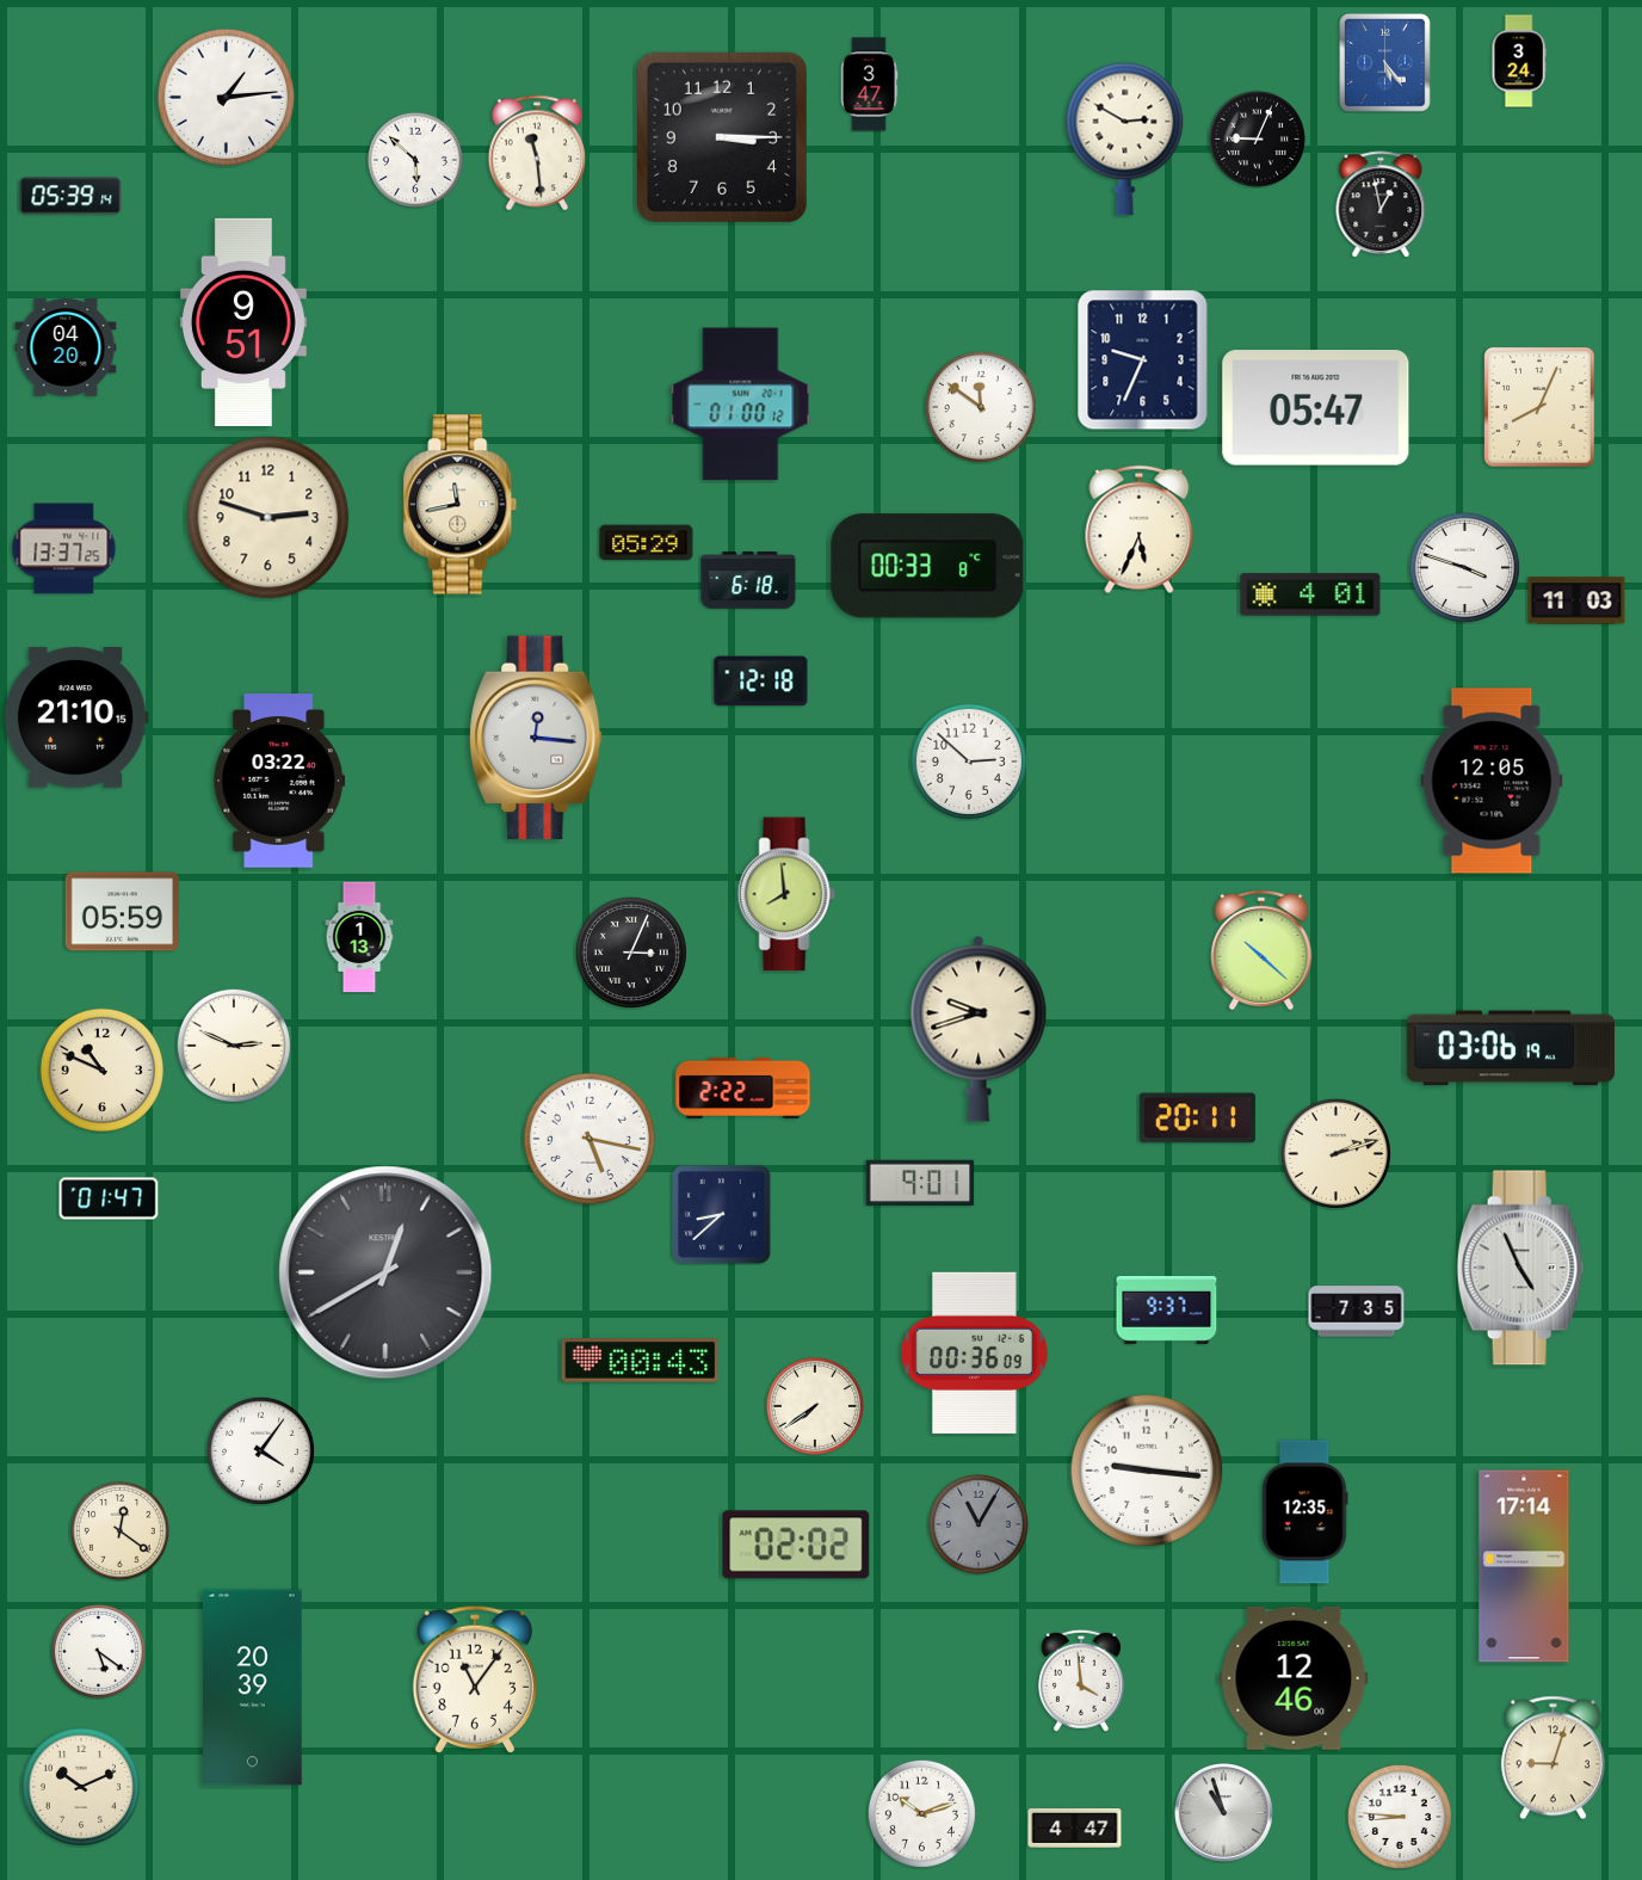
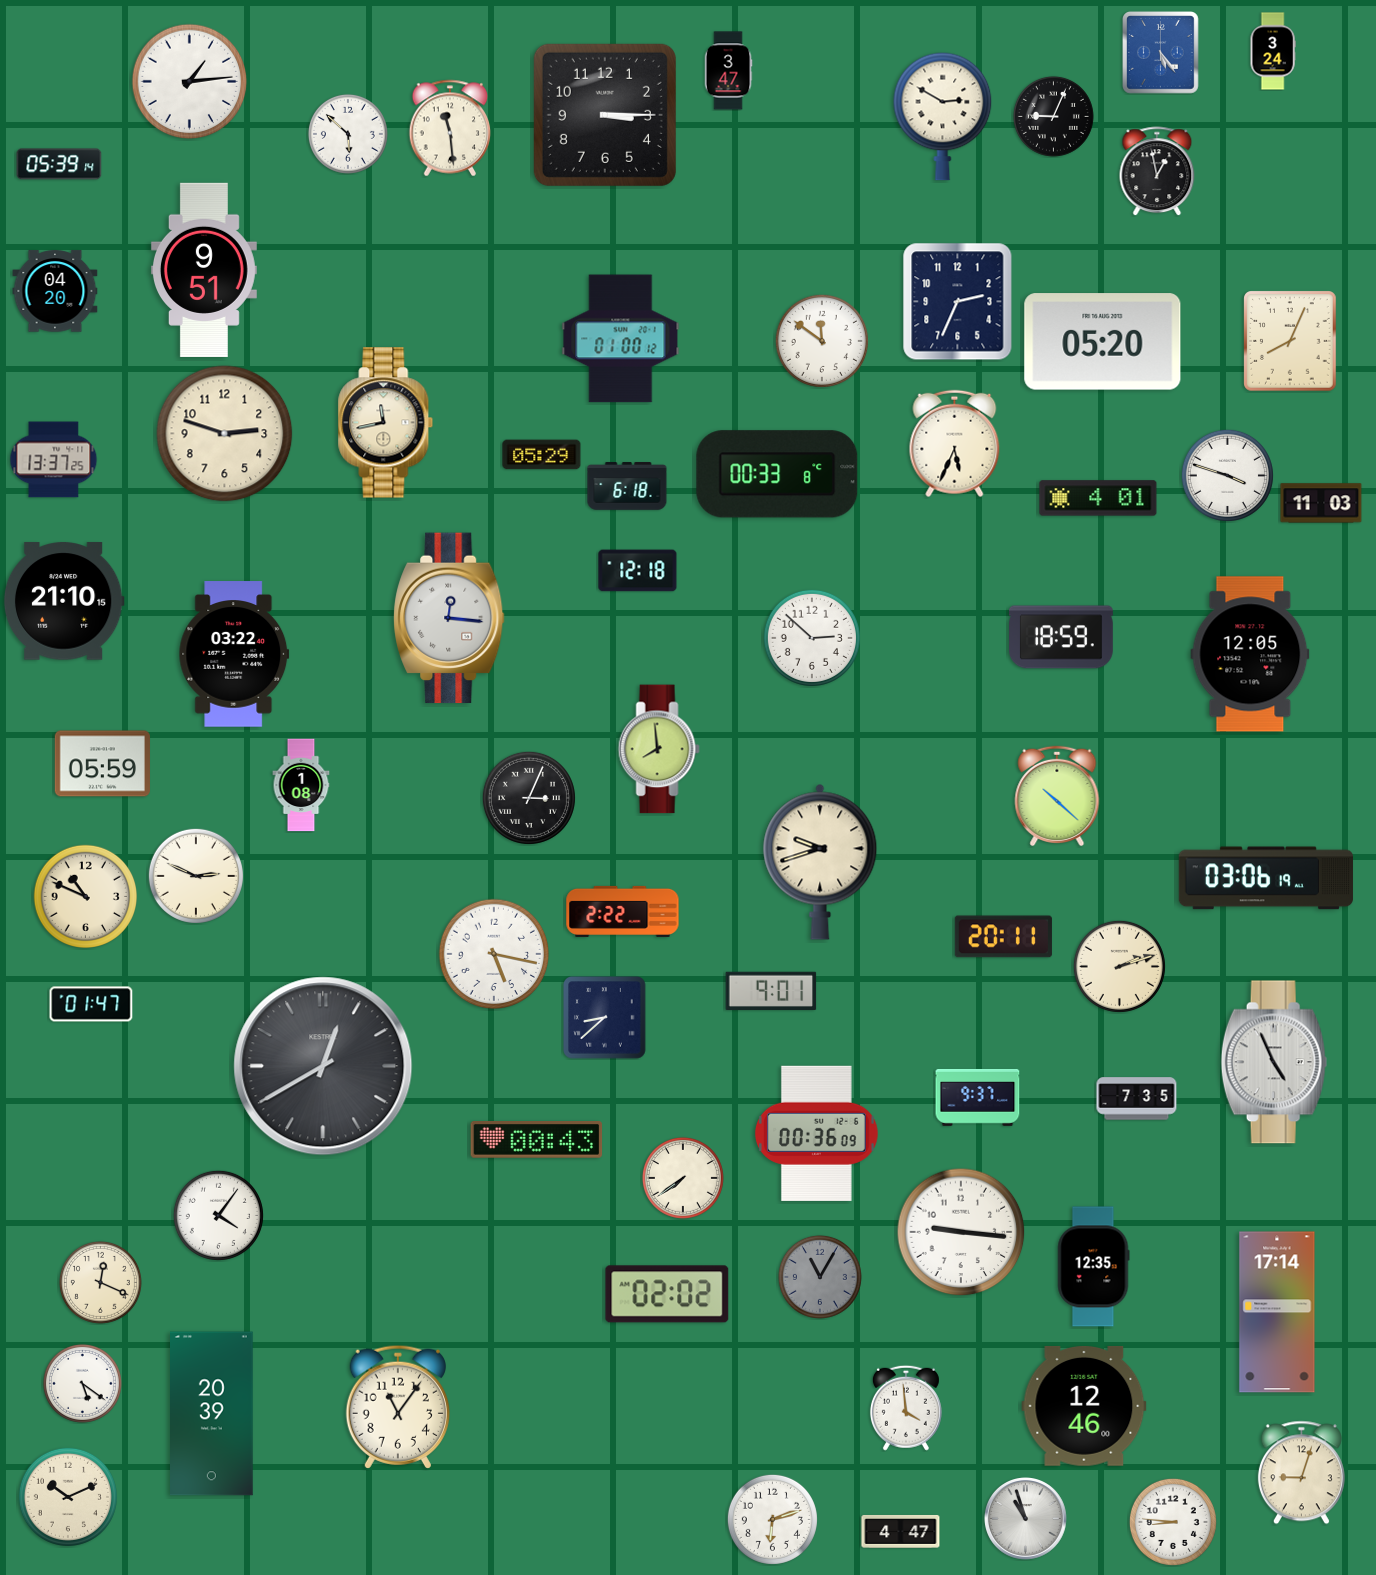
clock at (1143, 360): 9:34 -> 2:34
clock at (1316, 408): 05:47 -> 05:20
clock at (1062, 637): none -> 18:59
clock at (359, 937): 1:13 -> 1:08
clock at (119, 1530): 12:21 -> 12:19
clock at (921, 1813): 10:12 -> 6:12
